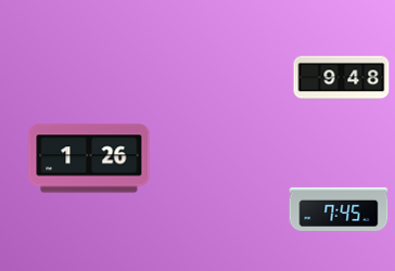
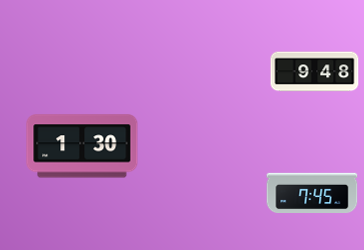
clock at (89, 158): 1:26 -> 1:30
